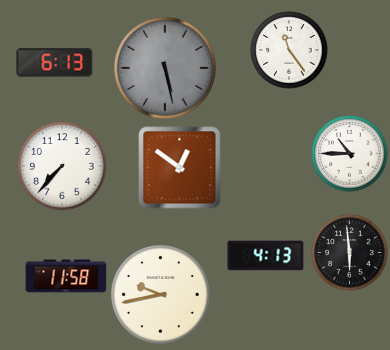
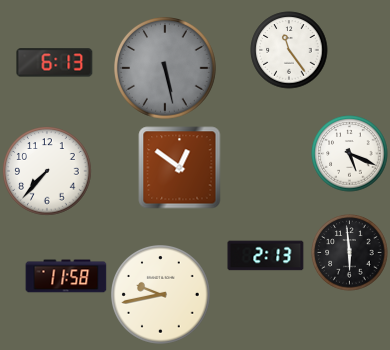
clock at (350, 154): 10:45 -> 5:19
clock at (62, 166) position: (62, 166) -> (47, 171)
clock at (266, 256): 4:13 -> 2:13
